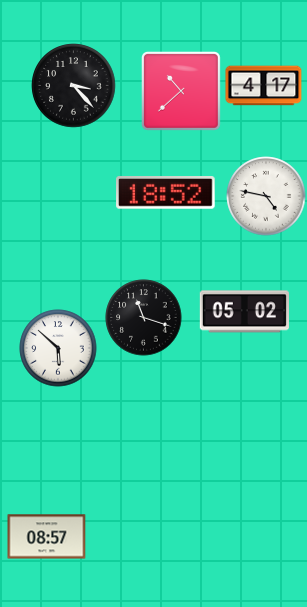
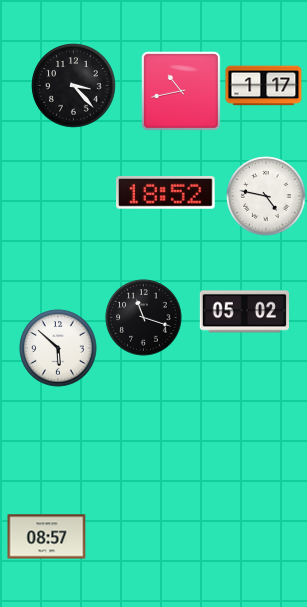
clock at (264, 86): 4:17 -> 1:17
clock at (181, 91): 10:38 -> 10:43
